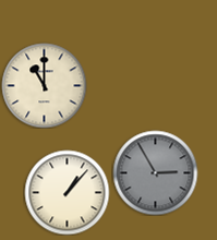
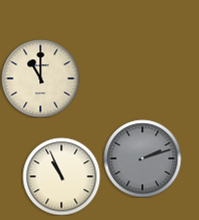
clock at (155, 172): 2:55 -> 2:12
clock at (67, 192): 1:07 -> 10:56
